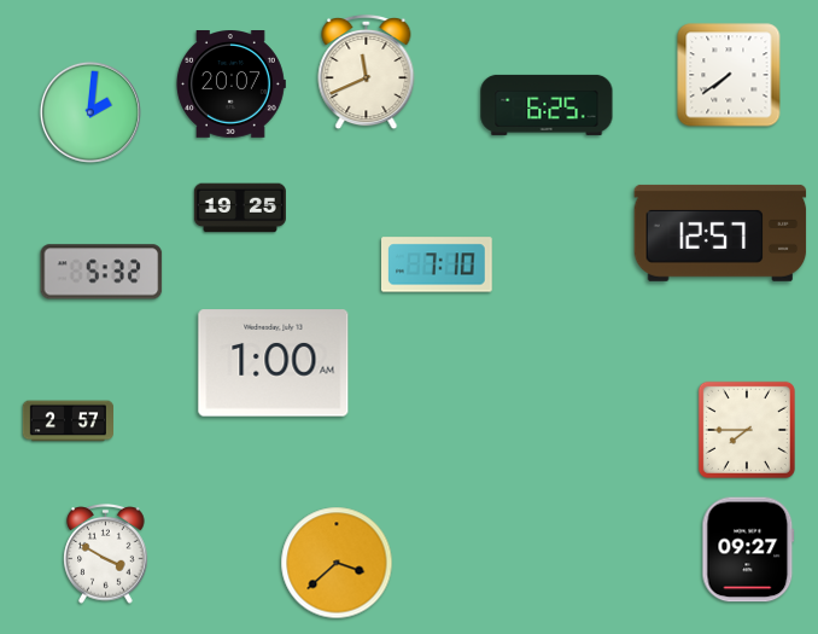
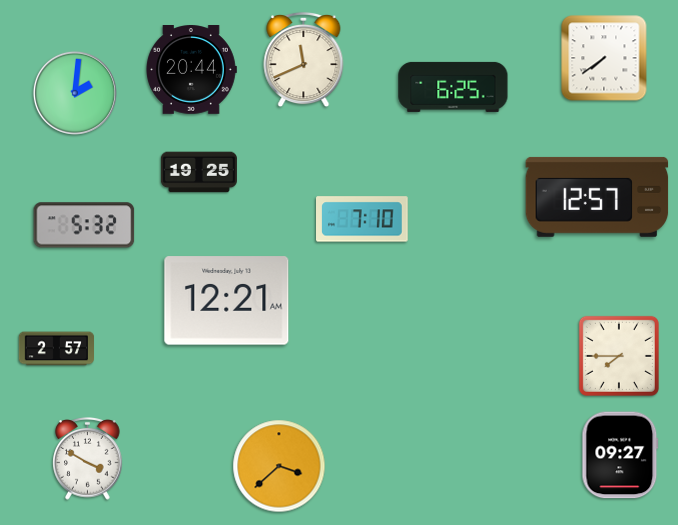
clock at (729, 75) position: (729, 75) -> (604, 58)
clock at (230, 85): 20:07 -> 20:44
clock at (720, 233) position: (720, 233) -> (597, 197)
clock at (274, 363): 1:00 -> 12:21
